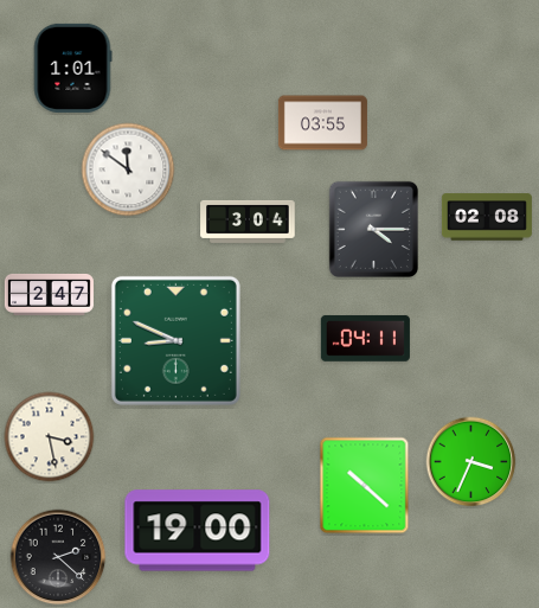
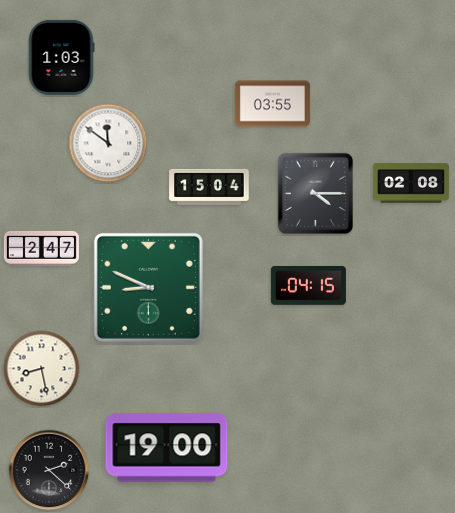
clock at (72, 68): 1:01 -> 1:03
clock at (248, 222): 3:04 -> 15:04
clock at (365, 338): 04:11 -> 04:15
clock at (50, 437): 3:28 -> 8:28
clock at (471, 462): 3:34 -> none
clock at (365, 486): 10:22 -> none
